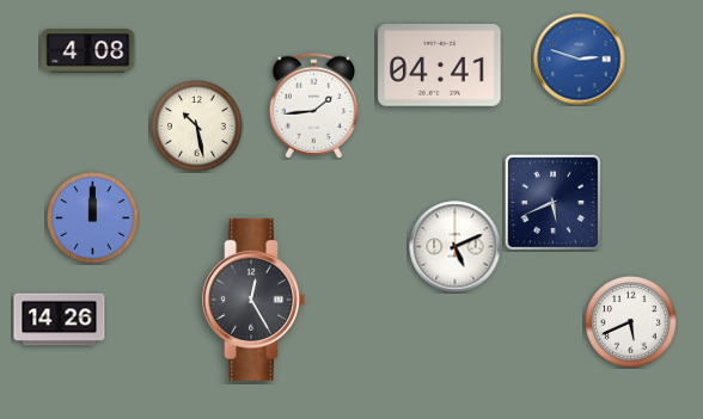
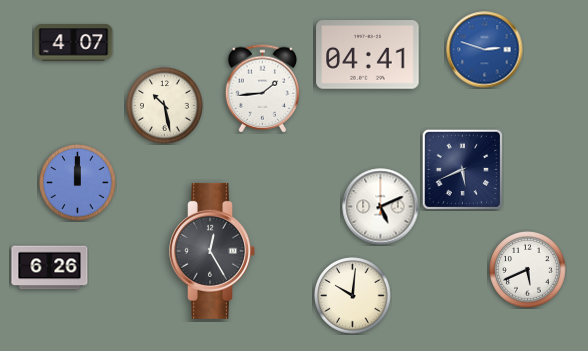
clock at (88, 51): 4:08 -> 4:07
clock at (60, 320): 14:26 -> 6:26
clock at (353, 296): none -> 10:01
